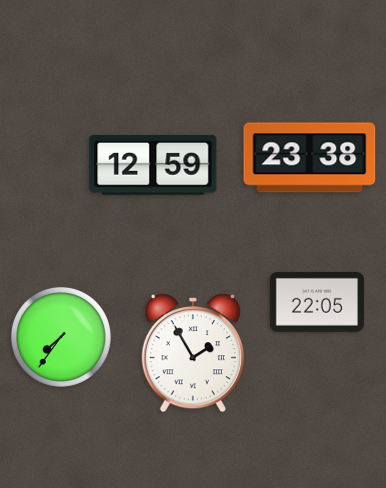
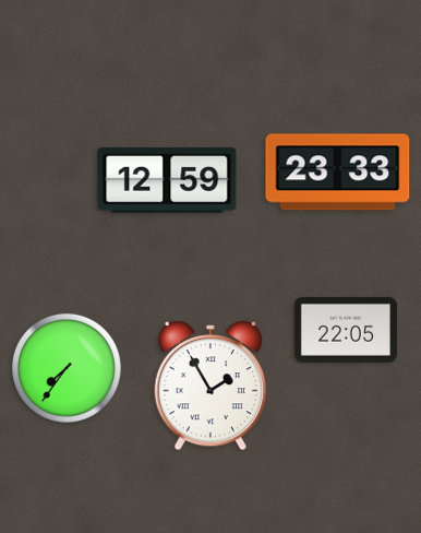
clock at (310, 158): 23:38 -> 23:33
